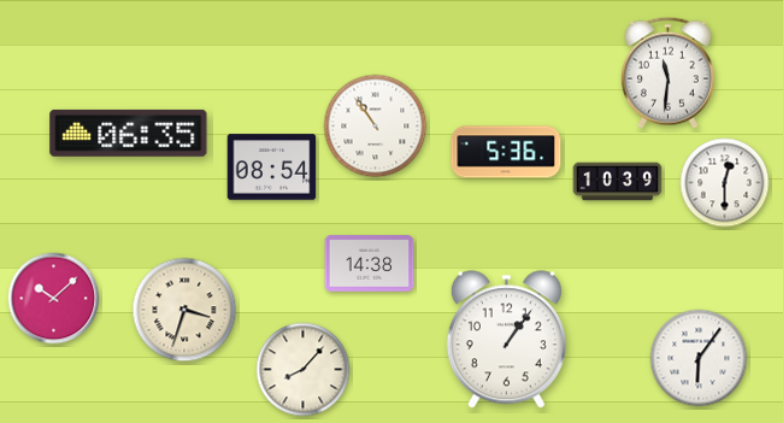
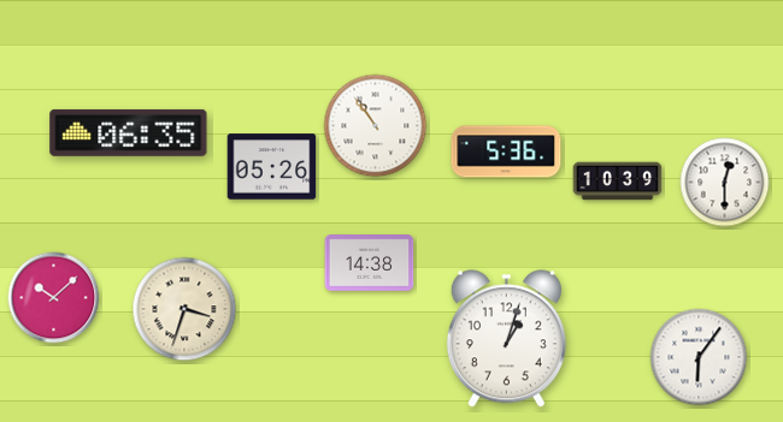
clock at (667, 72): 11:31 -> none
clock at (272, 168): 08:54 -> 05:26
clock at (506, 340): 1:06 -> 1:03
clock at (304, 370): 8:07 -> none
